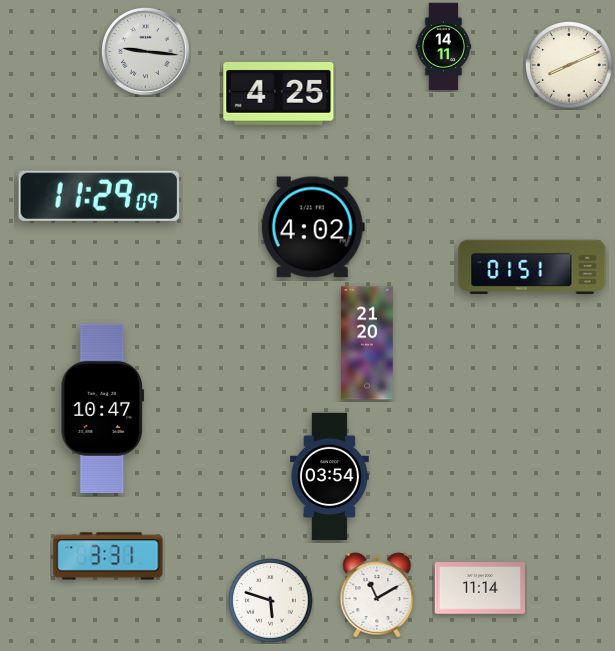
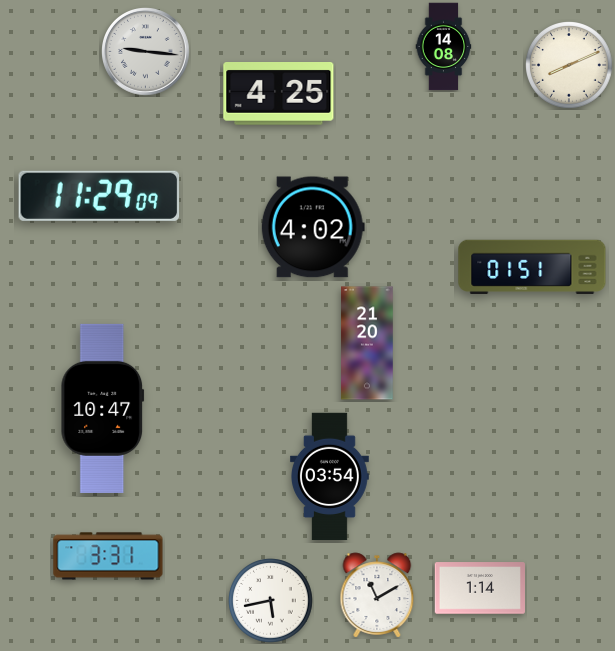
clock at (444, 47): 14:11 -> 14:08
clock at (479, 588): 11:14 -> 1:14
clock at (271, 601): 5:48 -> 5:43
